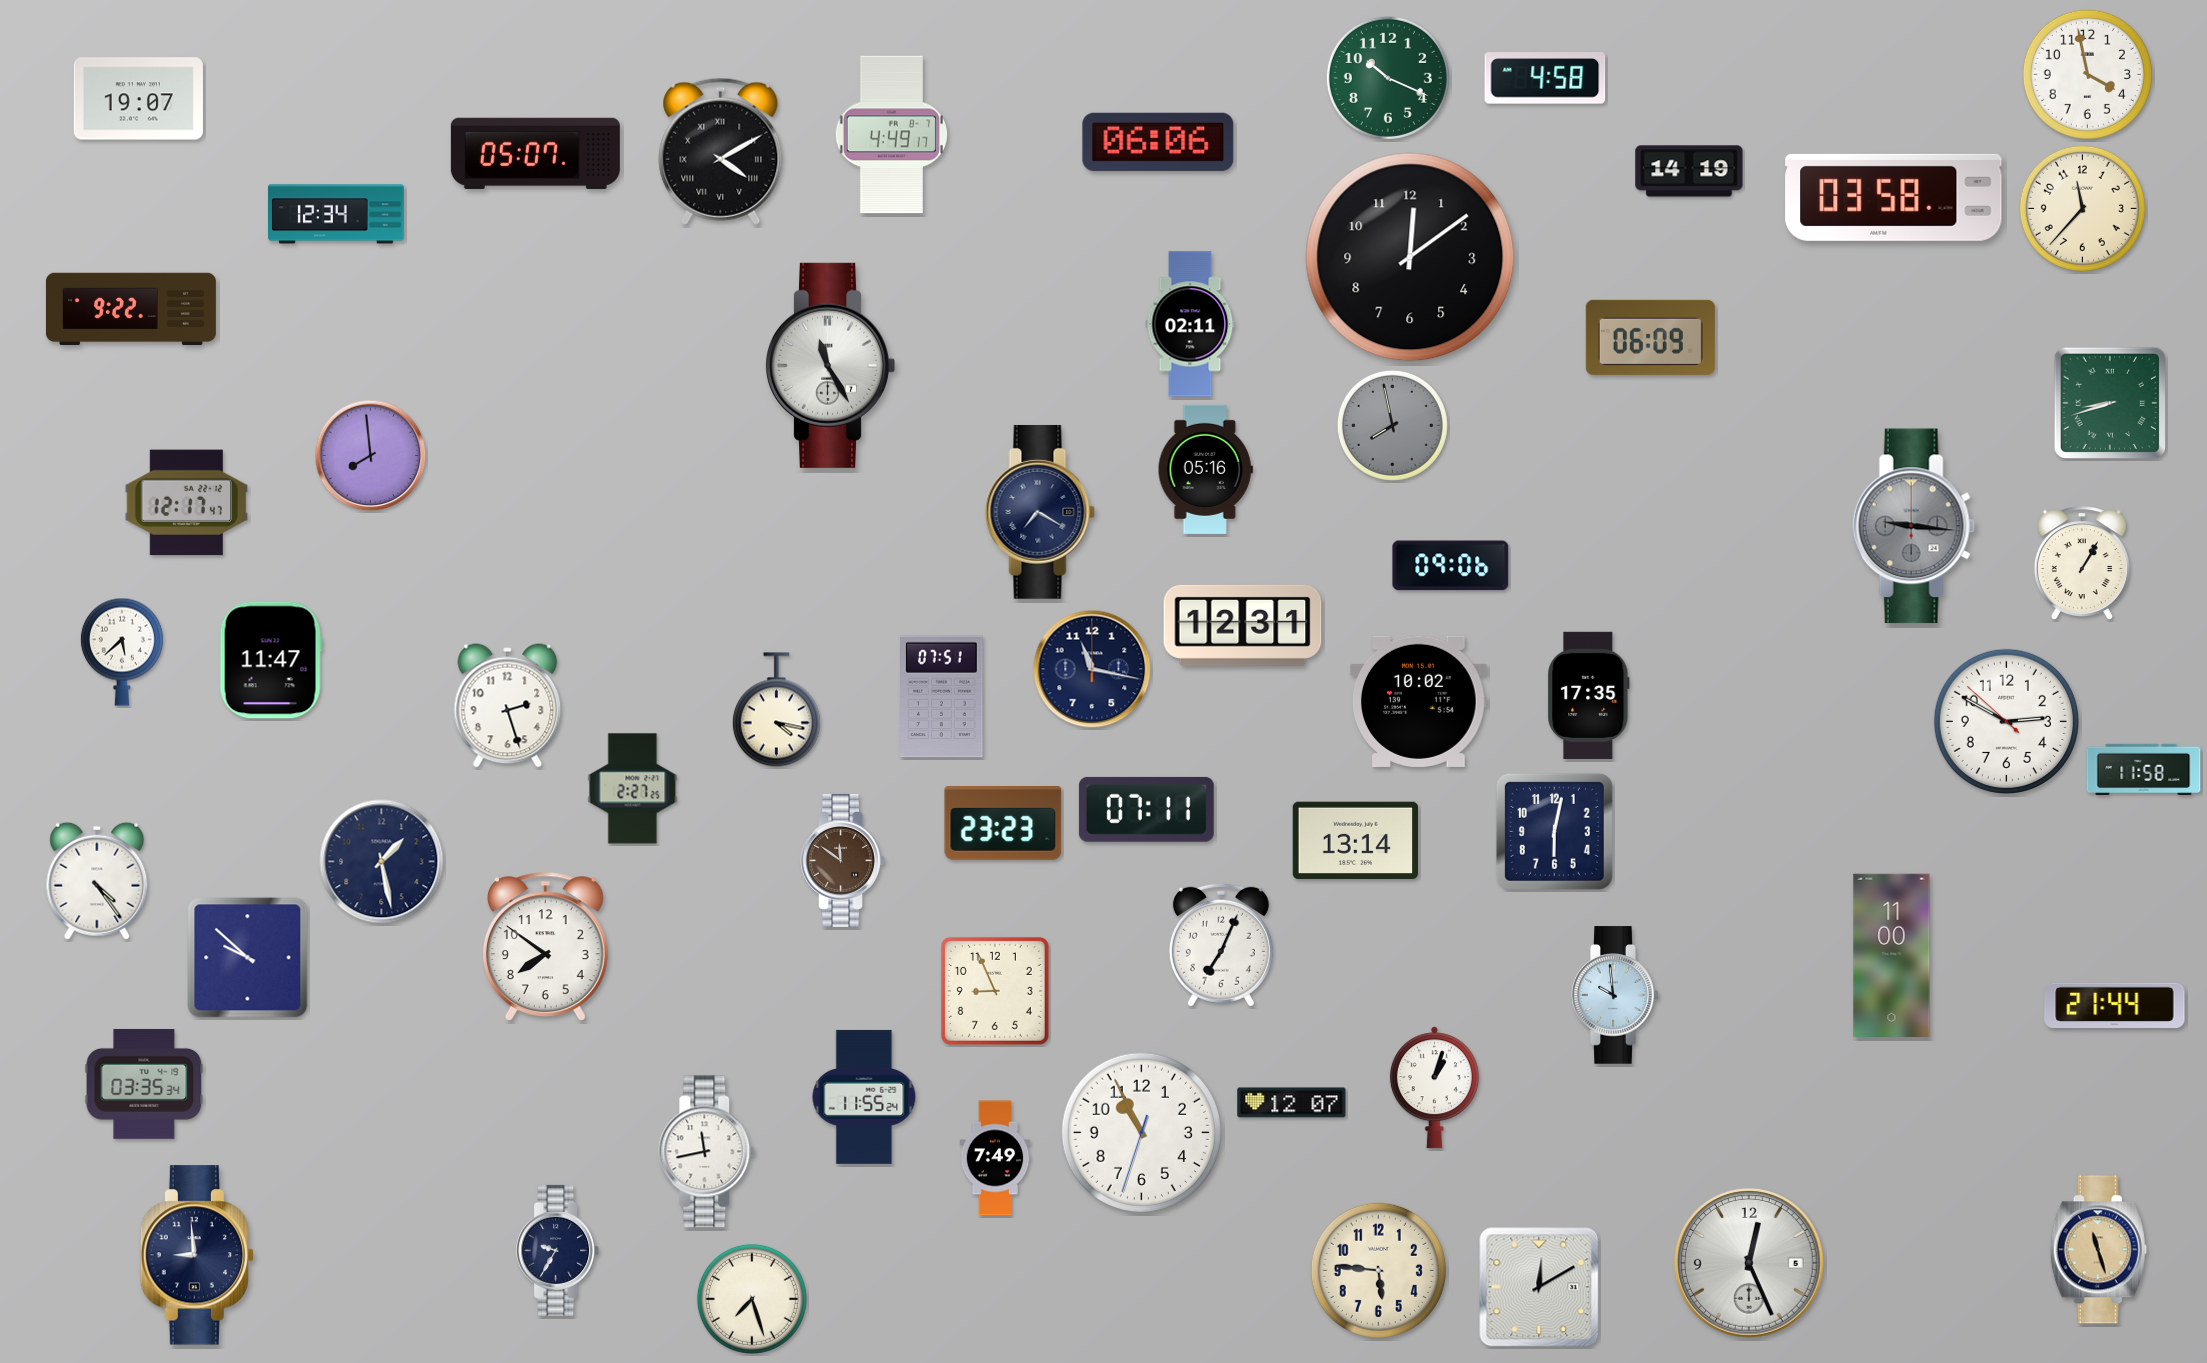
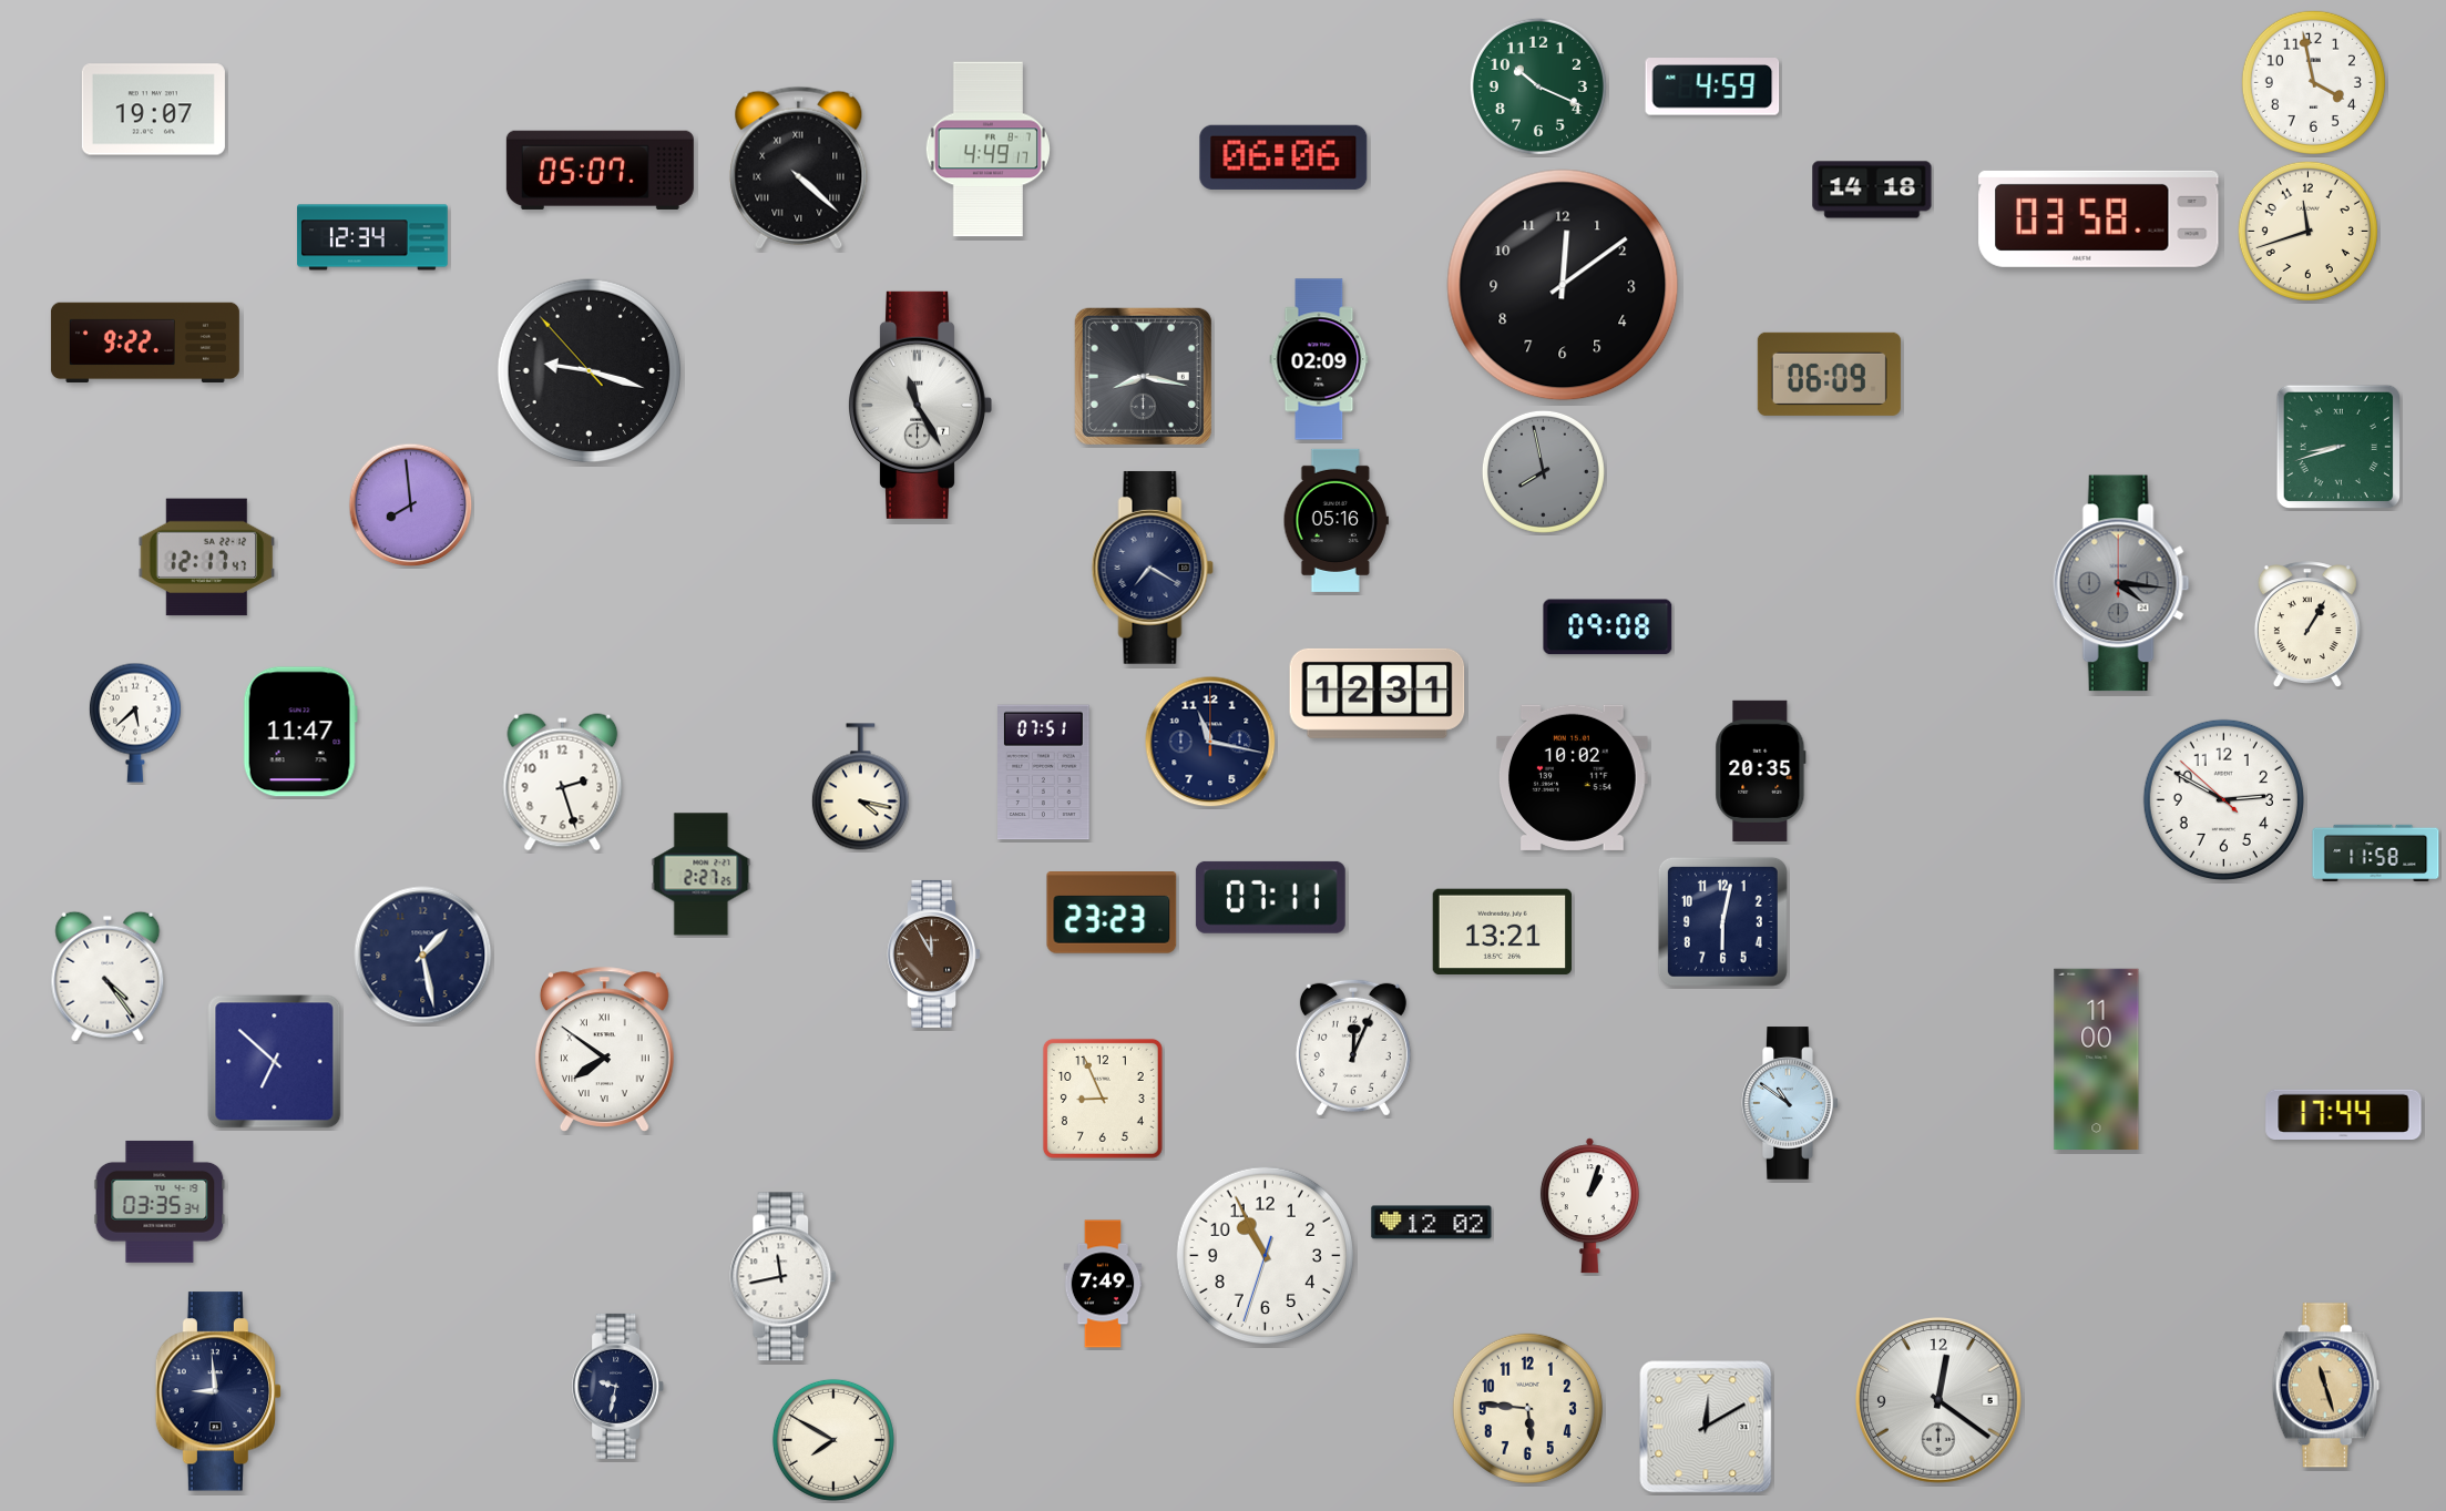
clock at (1545, 78): 4:58 -> 4:59
clock at (721, 151): 4:10 -> 4:22
clock at (535, 153) position: (535, 153) -> (600, 170)
clock at (1689, 171): 14:19 -> 14:18
clock at (2082, 208): 11:37 -> 11:42
clock at (1190, 324): 02:11 -> 02:09
clock at (590, 371): none -> 9:17
clock at (1143, 376): none -> 8:17
clock at (1914, 526): 9:16 -> 4:16
clock at (1451, 566): 09:06 -> 09:08
clock at (1589, 695): 17:35 -> 20:35
clock at (1355, 841): 13:14 -> 13:21
clock at (842, 860): 11:51 -> 11:55
clock at (1221, 945): 7:04 -> 12:04
clock at (545, 946) numerals: Arabic -> Roman
clock at (248, 958): 9:52 -> 6:52
clock at (1615, 995): 9:59 -> 10:51
clock at (2115, 1005): 21:44 -> 17:44
clock at (864, 1097): 11:55 -> none
clock at (1292, 1103): 12:07 -> 12:02
clock at (558, 1250): 9:35 -> 9:32
clock at (1750, 1264): 12:26 -> 12:21
clock at (752, 1299): 7:27 -> 7:50
